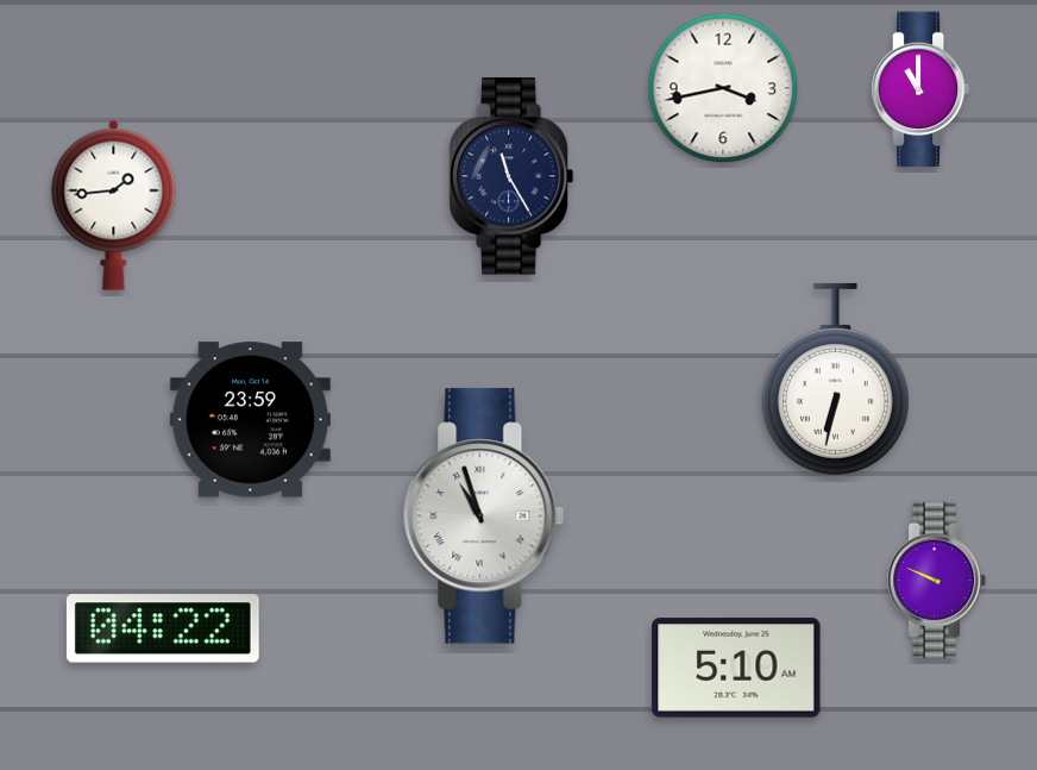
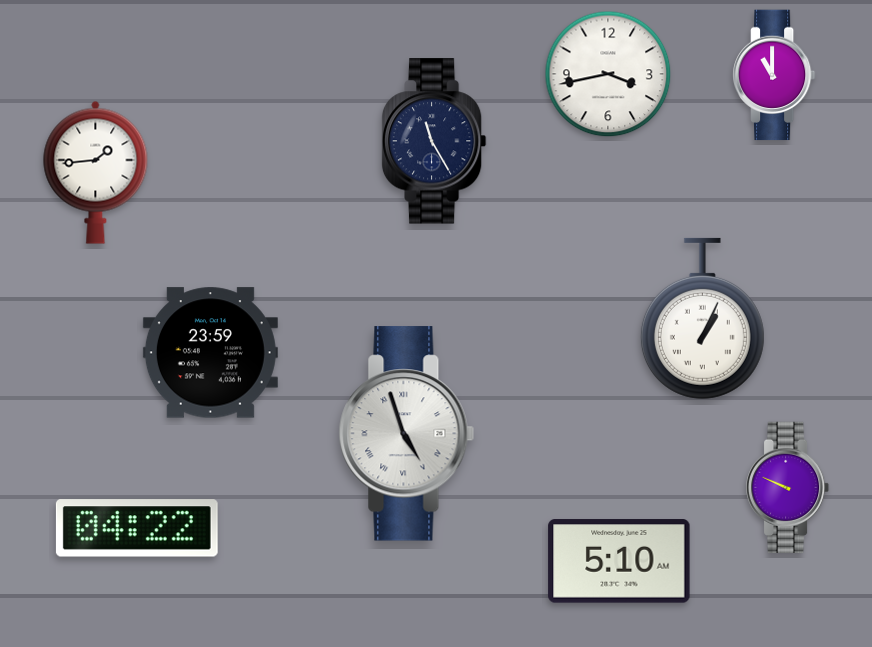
clock at (511, 176) position: (511, 176) -> (434, 141)
clock at (835, 378): 6:32 -> 1:04
clock at (484, 517): 10:57 -> 4:57
